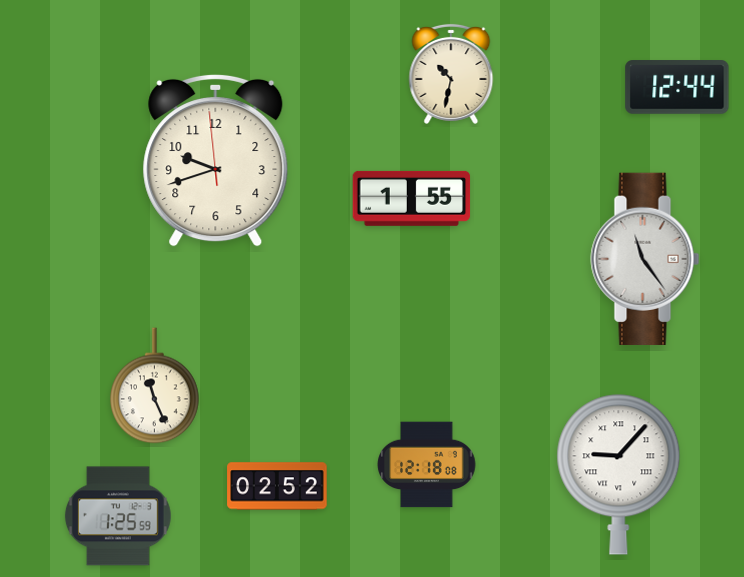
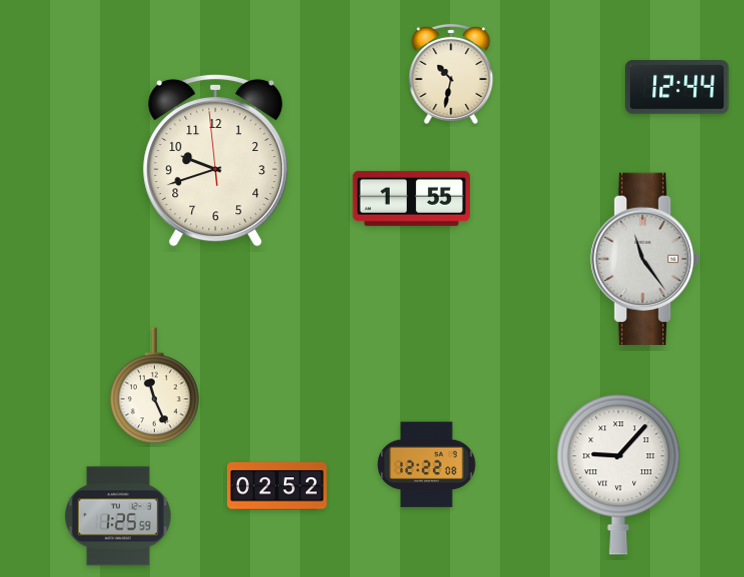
clock at (427, 465): 12:18 -> 12:22
